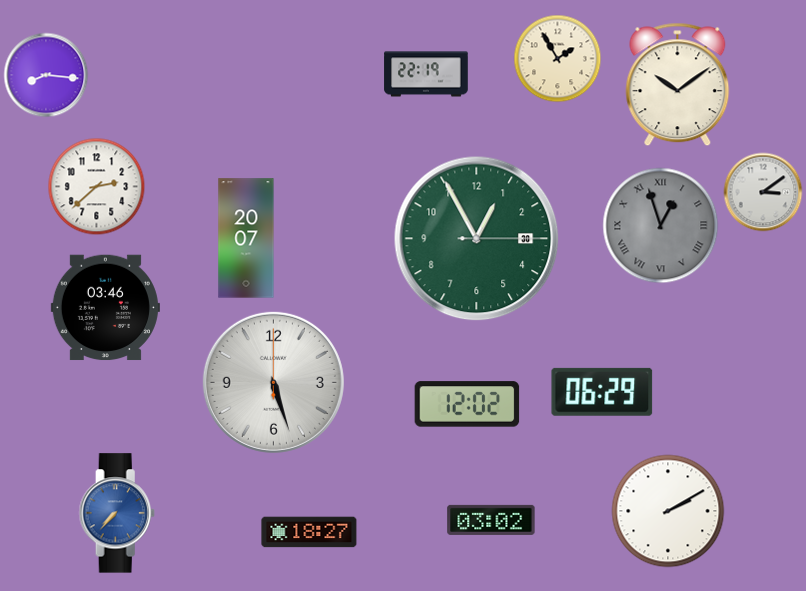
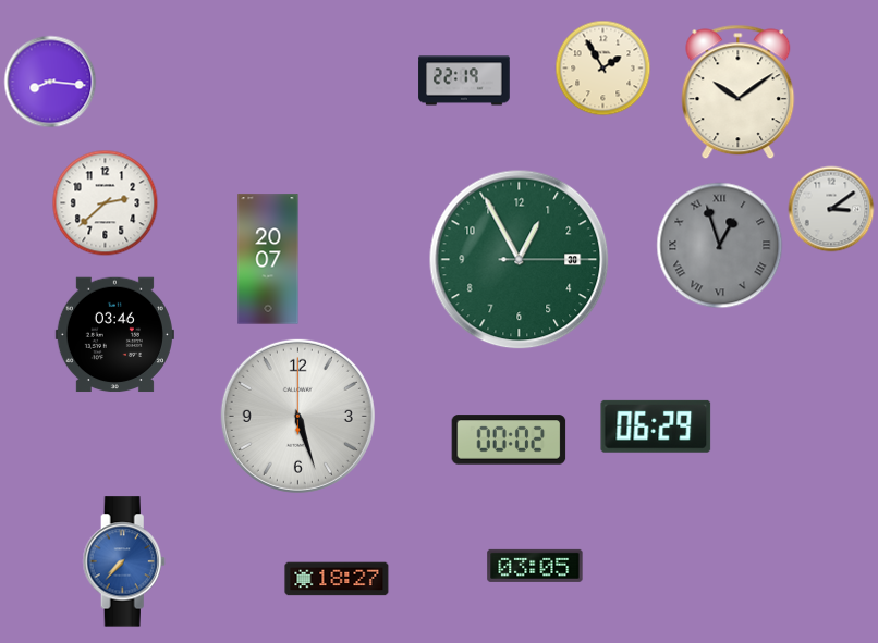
clock at (558, 59) position: (558, 59) -> (603, 69)
clock at (467, 404): 12:02 -> 00:02
clock at (668, 511): 2:10 -> none
clock at (117, 513) position: (117, 513) -> (124, 561)
clock at (491, 520): 03:02 -> 03:05
